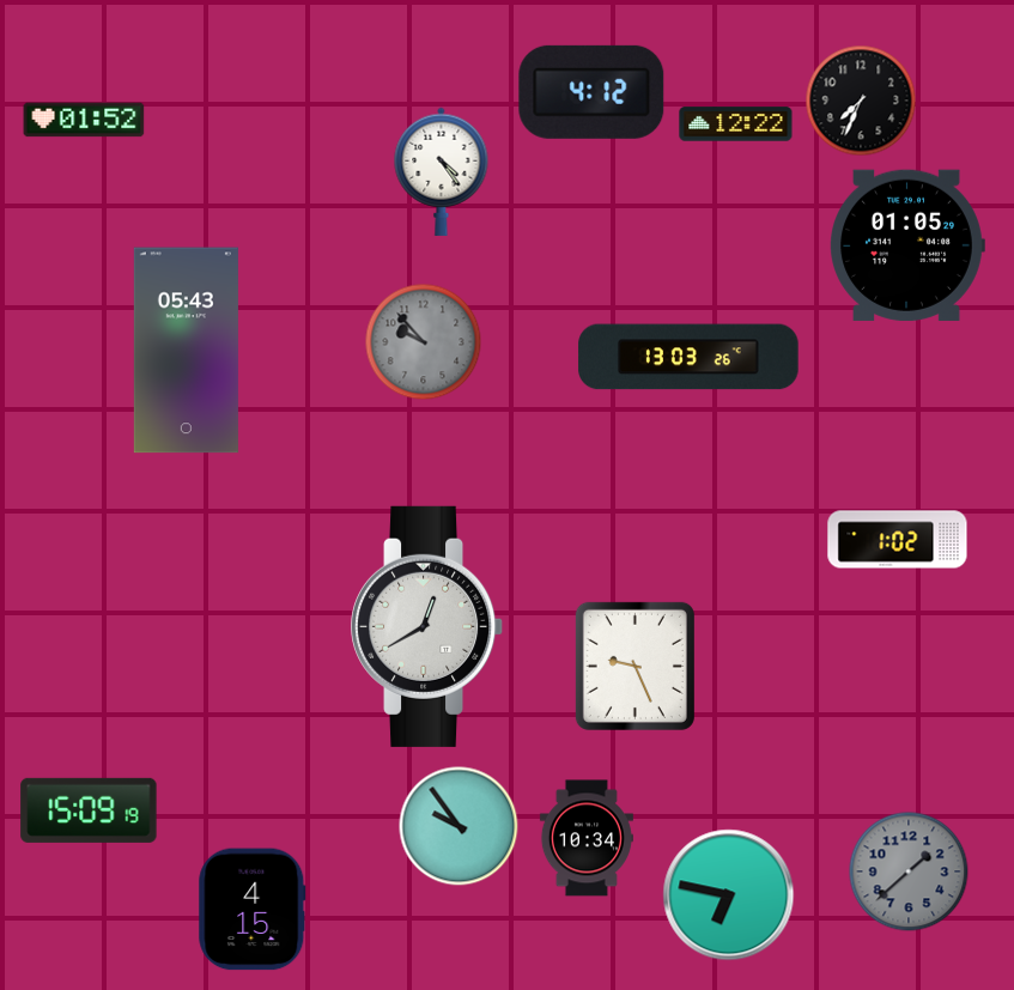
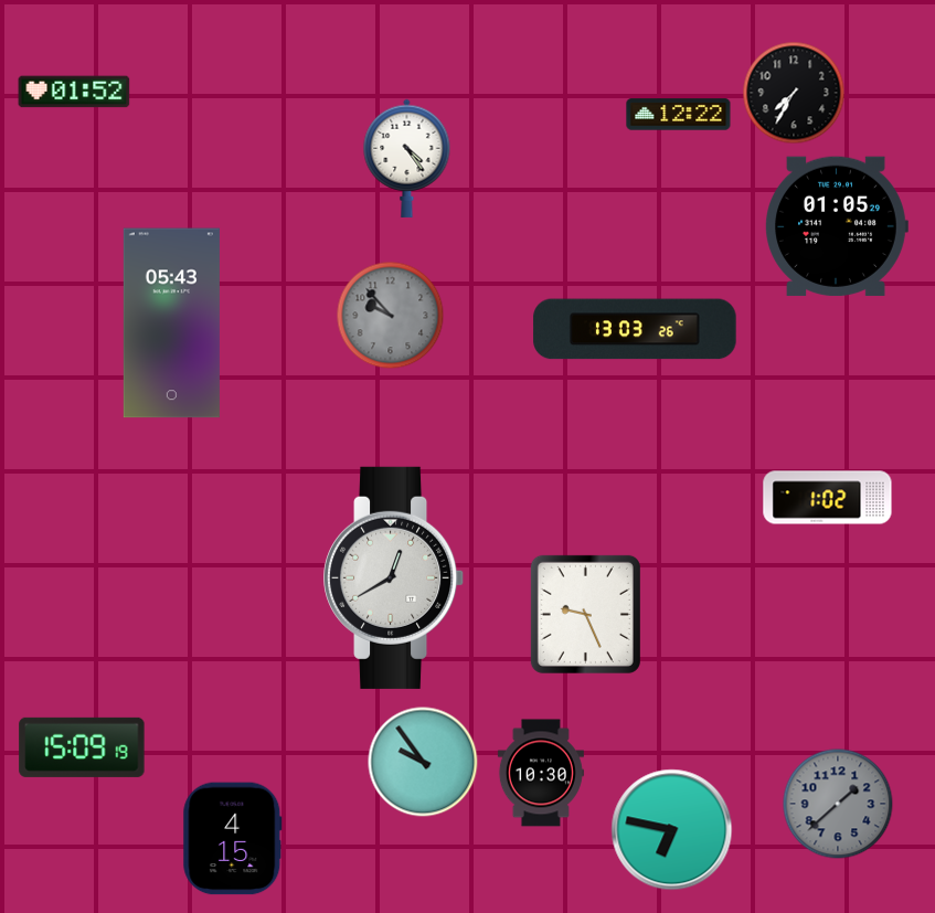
clock at (591, 92): 4:12 -> none
clock at (861, 101): 7:34 -> 7:35
clock at (84, 120) position: (84, 120) -> (74, 92)
clock at (587, 838): 10:34 -> 10:30
clock at (729, 895) position: (729, 895) -> (672, 830)
